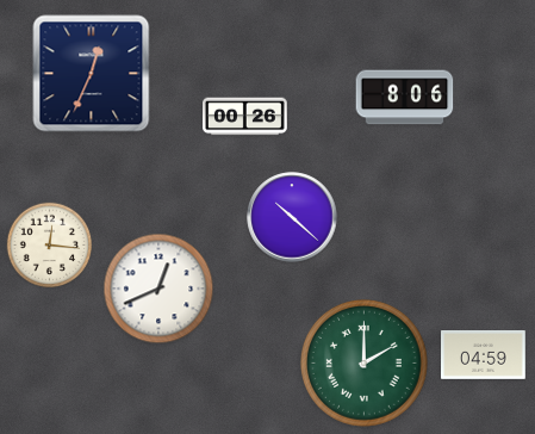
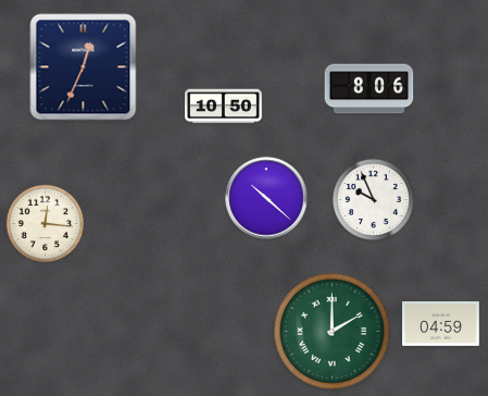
clock at (245, 117): 00:26 -> 10:50
clock at (373, 199): none -> 9:56
clock at (158, 289): 12:41 -> none
